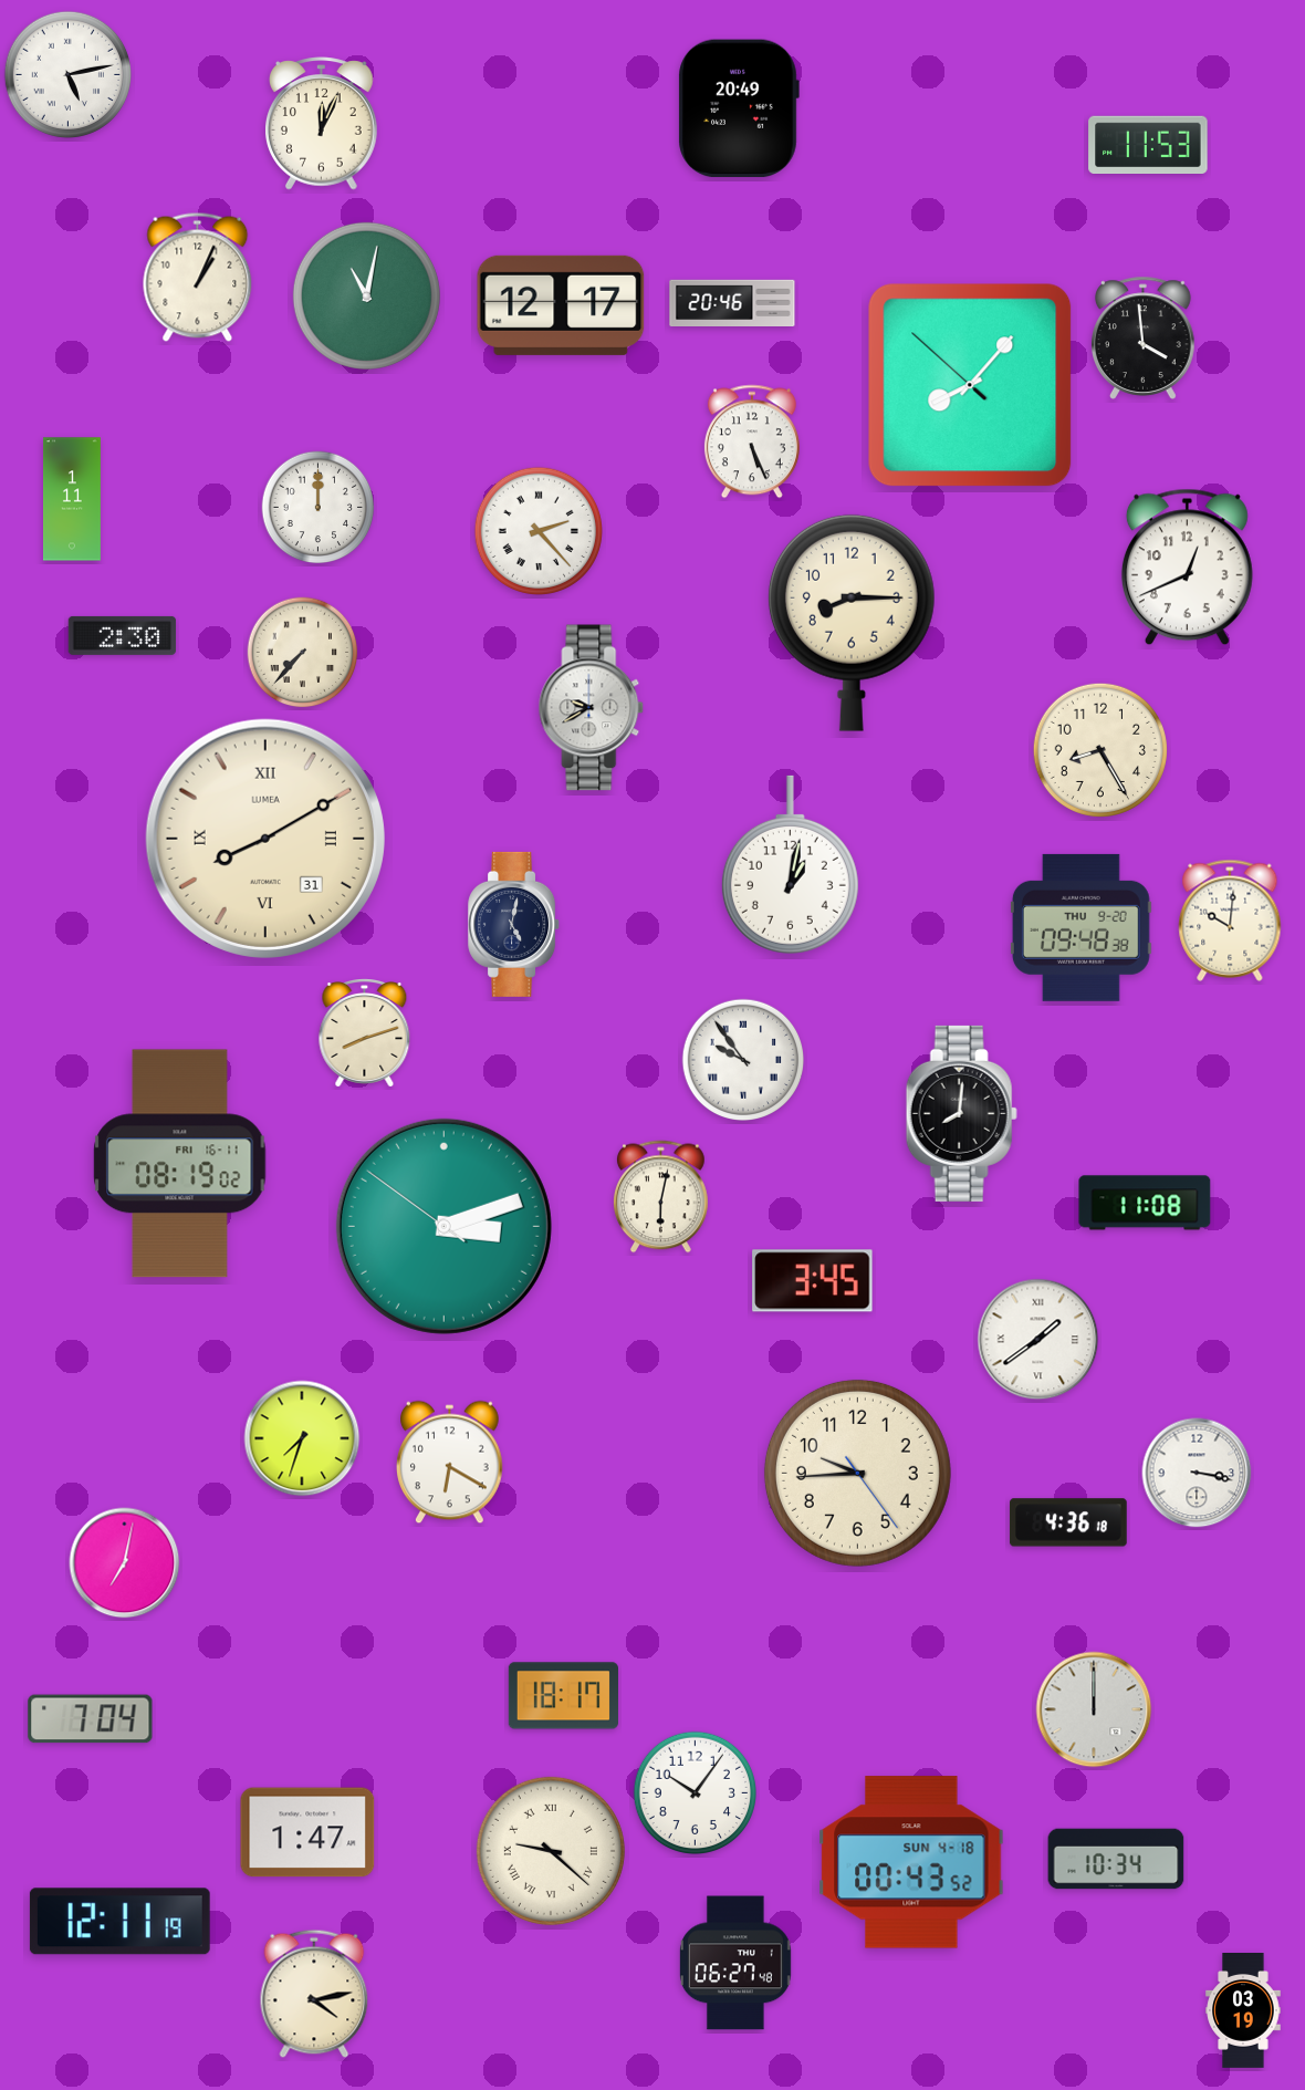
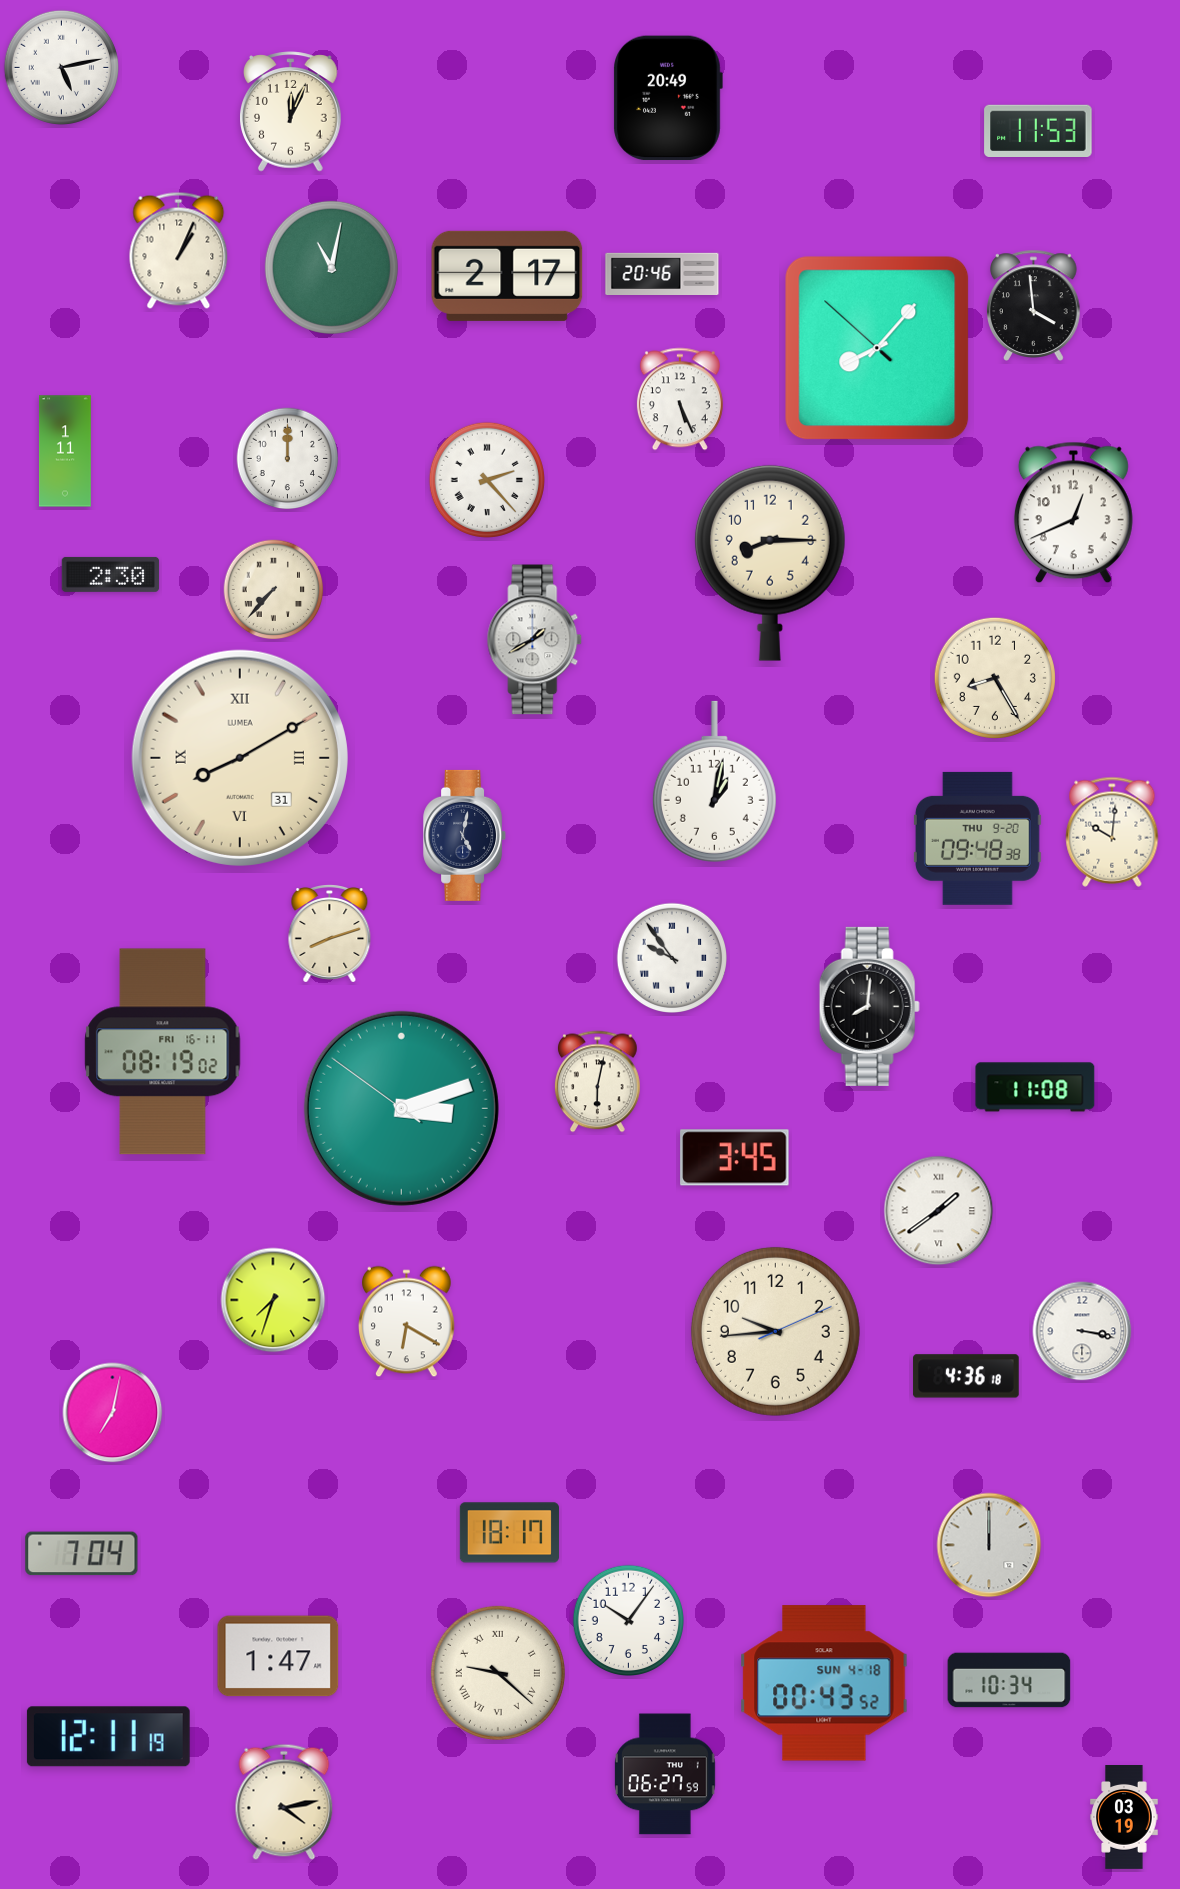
clock at (561, 305): 12:17 -> 2:17
clock at (592, 708): 9:40 -> 1:40
clock at (857, 1473): 9:44:24 -> 9:44:11
clock at (735, 1963): 06:27:48 -> 06:27:59
